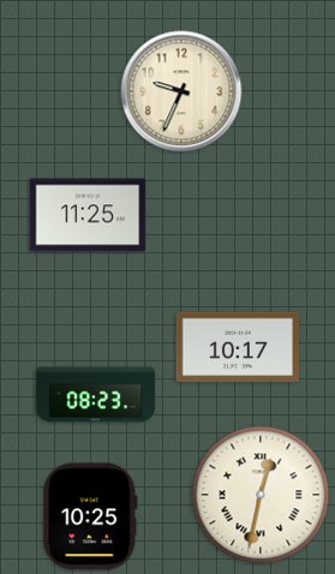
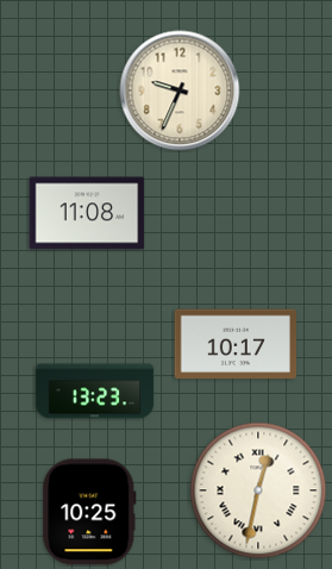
clock at (88, 215): 11:25 -> 11:08
clock at (96, 395): 08:23 -> 13:23
